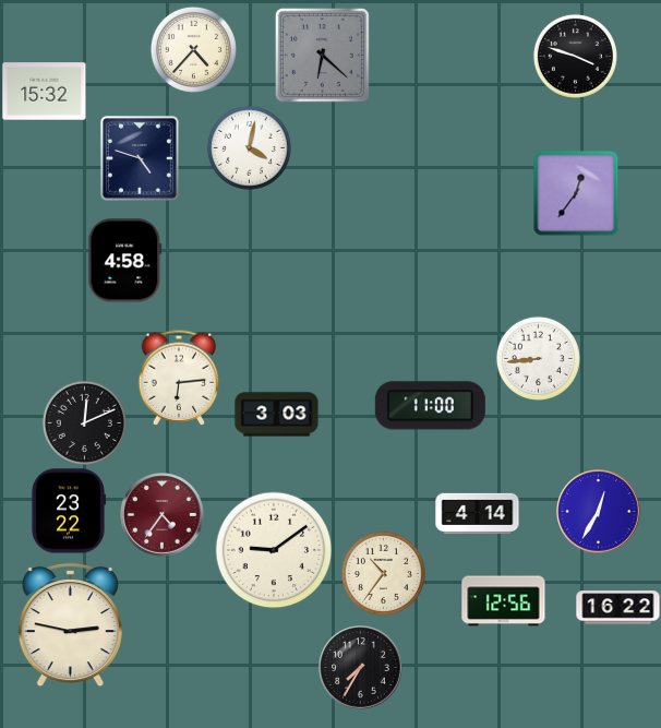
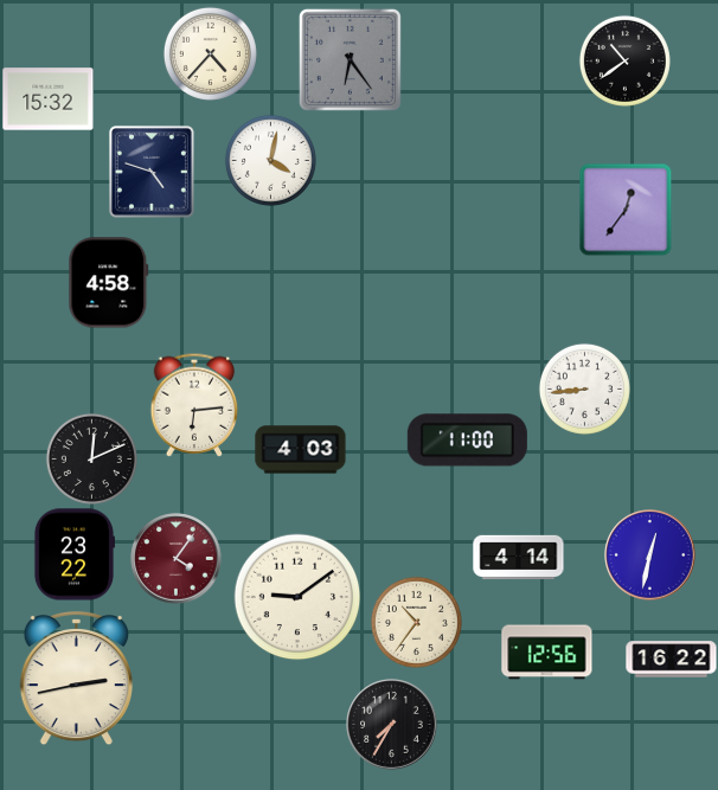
clock at (322, 55): 6:22 -> 6:24
clock at (575, 56): 3:48 -> 10:39
clock at (125, 261) position: (125, 261) -> (109, 283)
clock at (179, 378) position: (179, 378) -> (194, 405)
clock at (277, 415): 3:03 -> 4:03
clock at (599, 512): 12:35 -> 12:32
clock at (163, 515): 4:36 -> 4:06
clock at (70, 625): 2:47 -> 2:43
